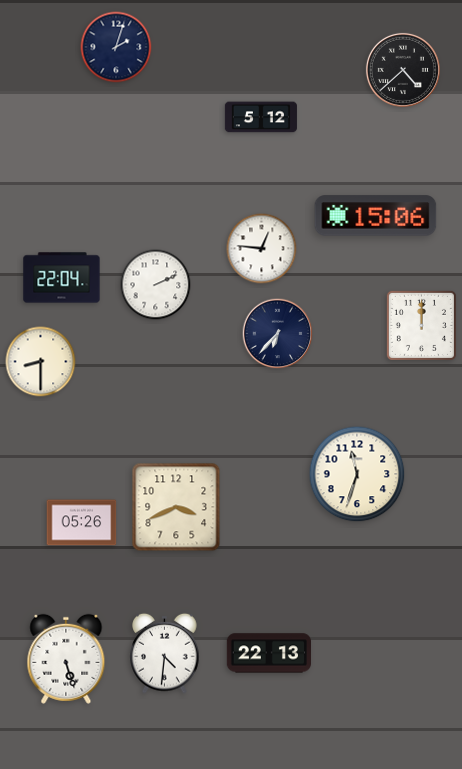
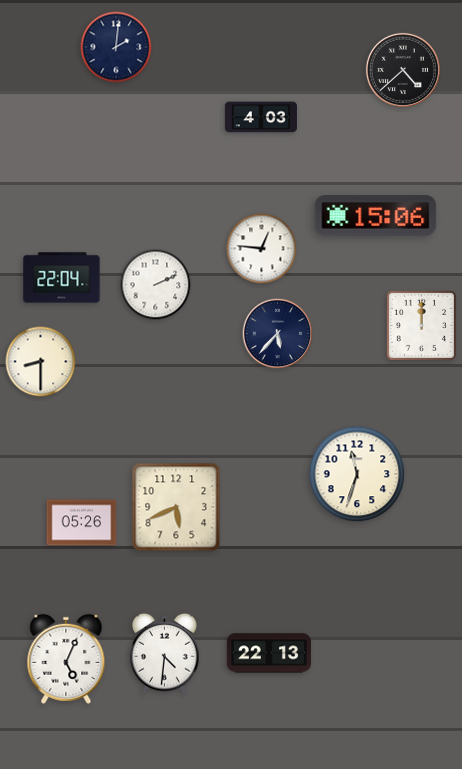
clock at (116, 47): 2:03 -> 2:01
clock at (261, 117): 5:12 -> 4:03
clock at (278, 334): 6:37 -> 5:37
clock at (176, 507): 3:41 -> 5:41
clock at (66, 659): 5:27 -> 5:04
